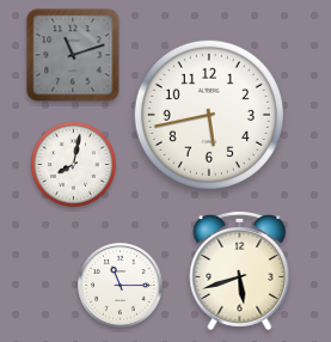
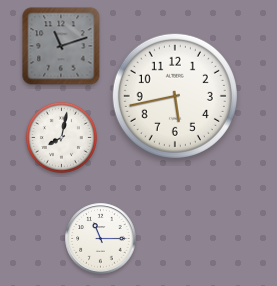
clock at (240, 270): 5:42 -> none
